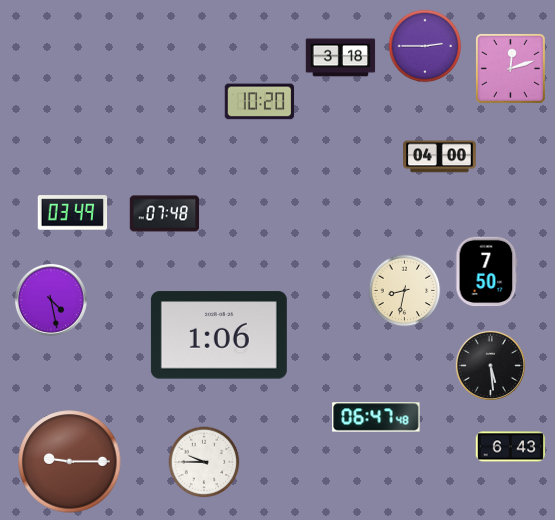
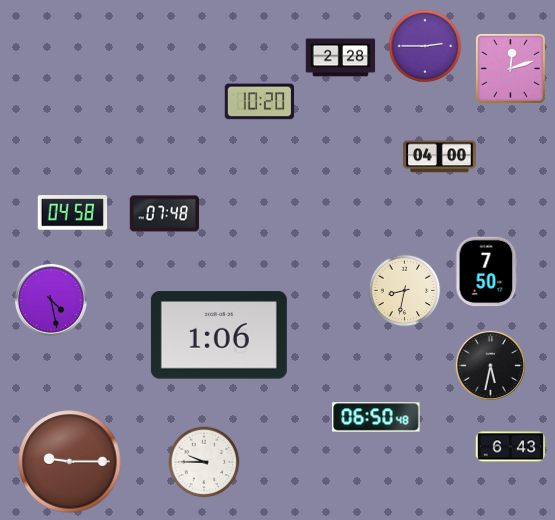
clock at (341, 58): 3:18 -> 2:28
clock at (73, 213): 03:49 -> 04:58
clock at (490, 365): 5:29 -> 5:32
clock at (376, 417): 06:47 -> 06:50
